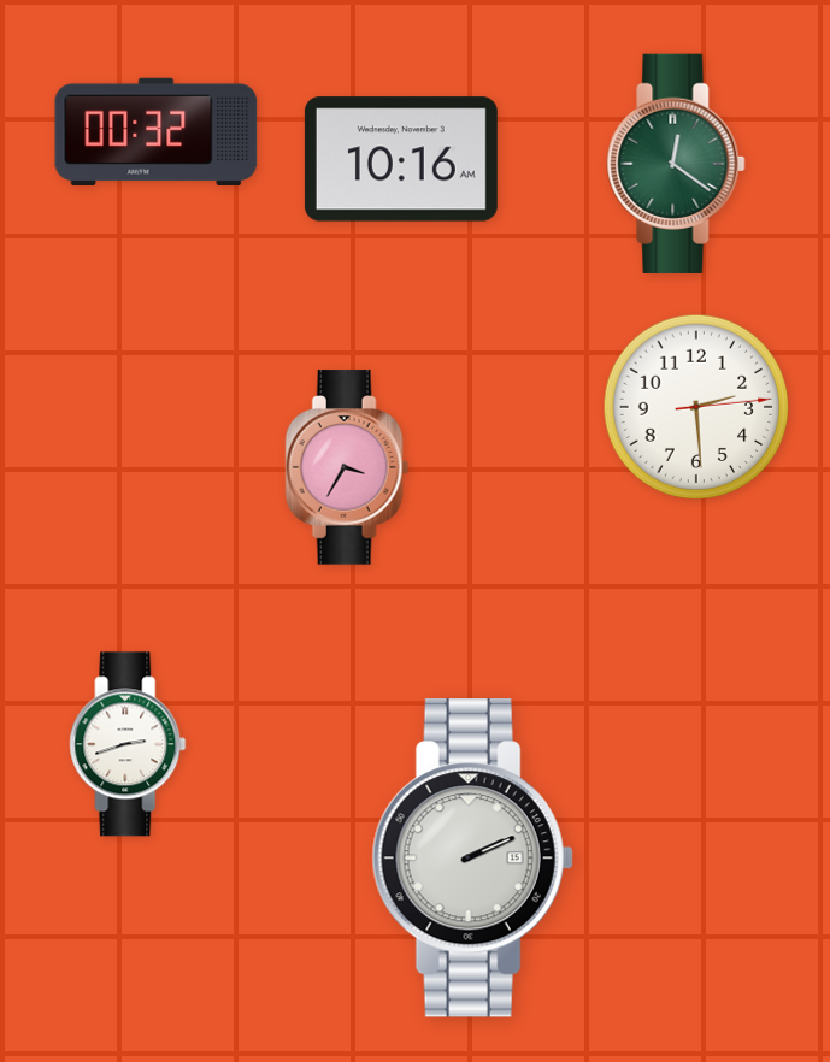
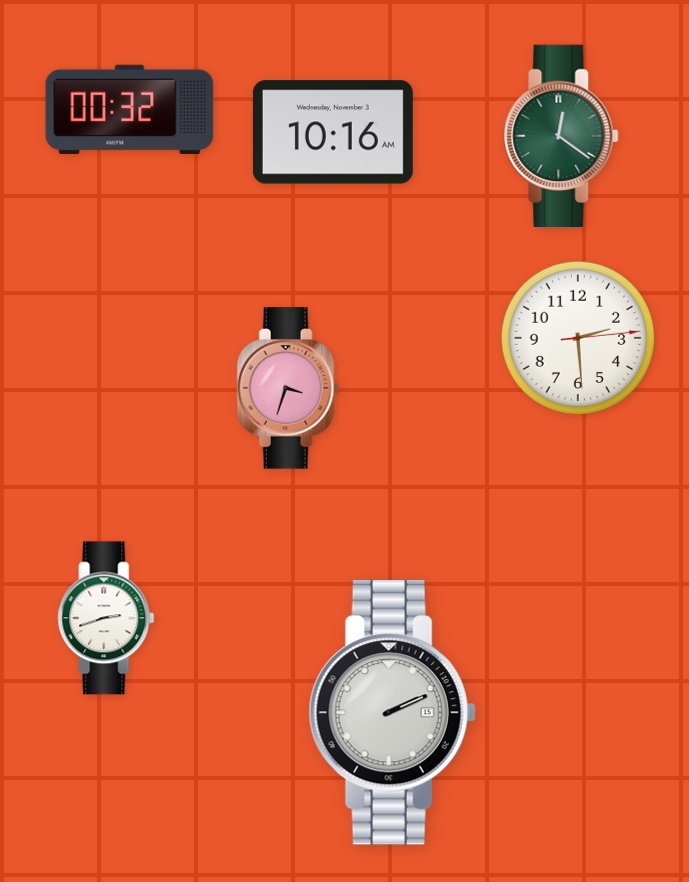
clock at (347, 467): 3:35 -> 3:33
